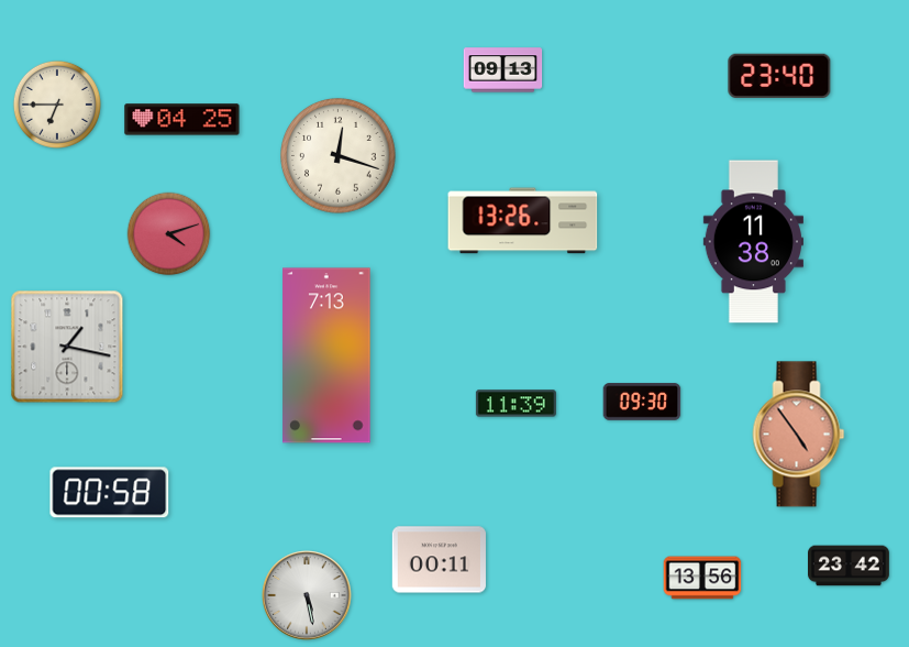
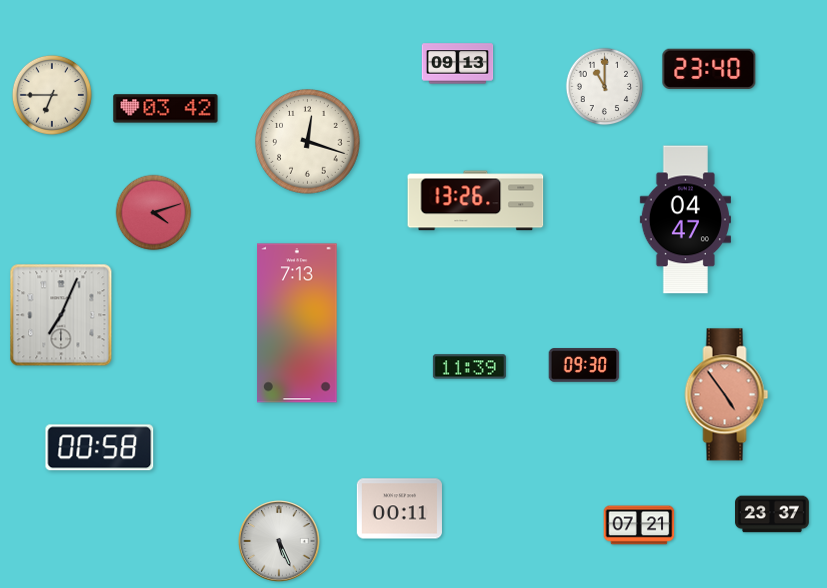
clock at (605, 87): none -> 11:00
clock at (182, 120): 04:25 -> 03:42
clock at (753, 242): 11:38 -> 04:47
clock at (67, 347): 1:17 -> 7:04
clock at (850, 566): 23:42 -> 23:37
clock at (702, 578): 13:56 -> 07:21
clock at (307, 595): 5:28 -> 5:26
